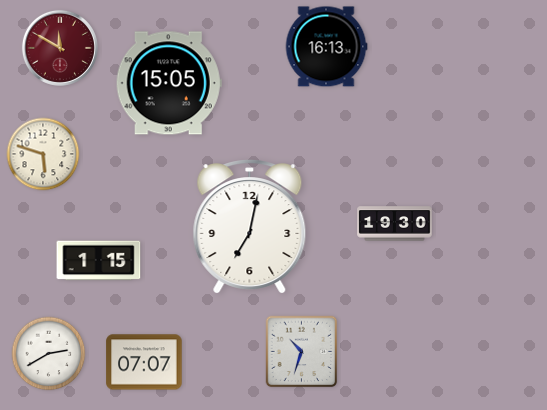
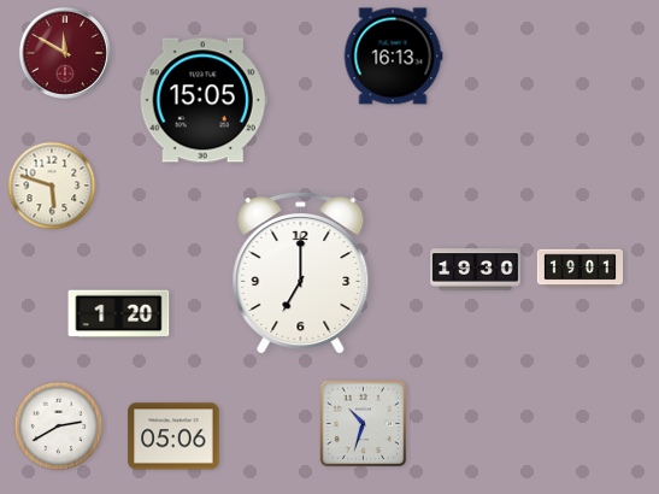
clock at (60, 48) position: (60, 48) -> (65, 53)
clock at (581, 269): none -> 19:01
clock at (250, 226): 7:02 -> 7:00
clock at (99, 261): 1:15 -> 1:20
clock at (144, 362): 07:07 -> 05:06
